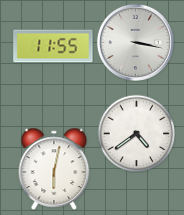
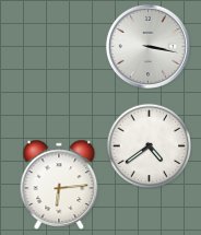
clock at (53, 46): 11:55 -> none
clock at (54, 169): 6:02 -> 6:14
